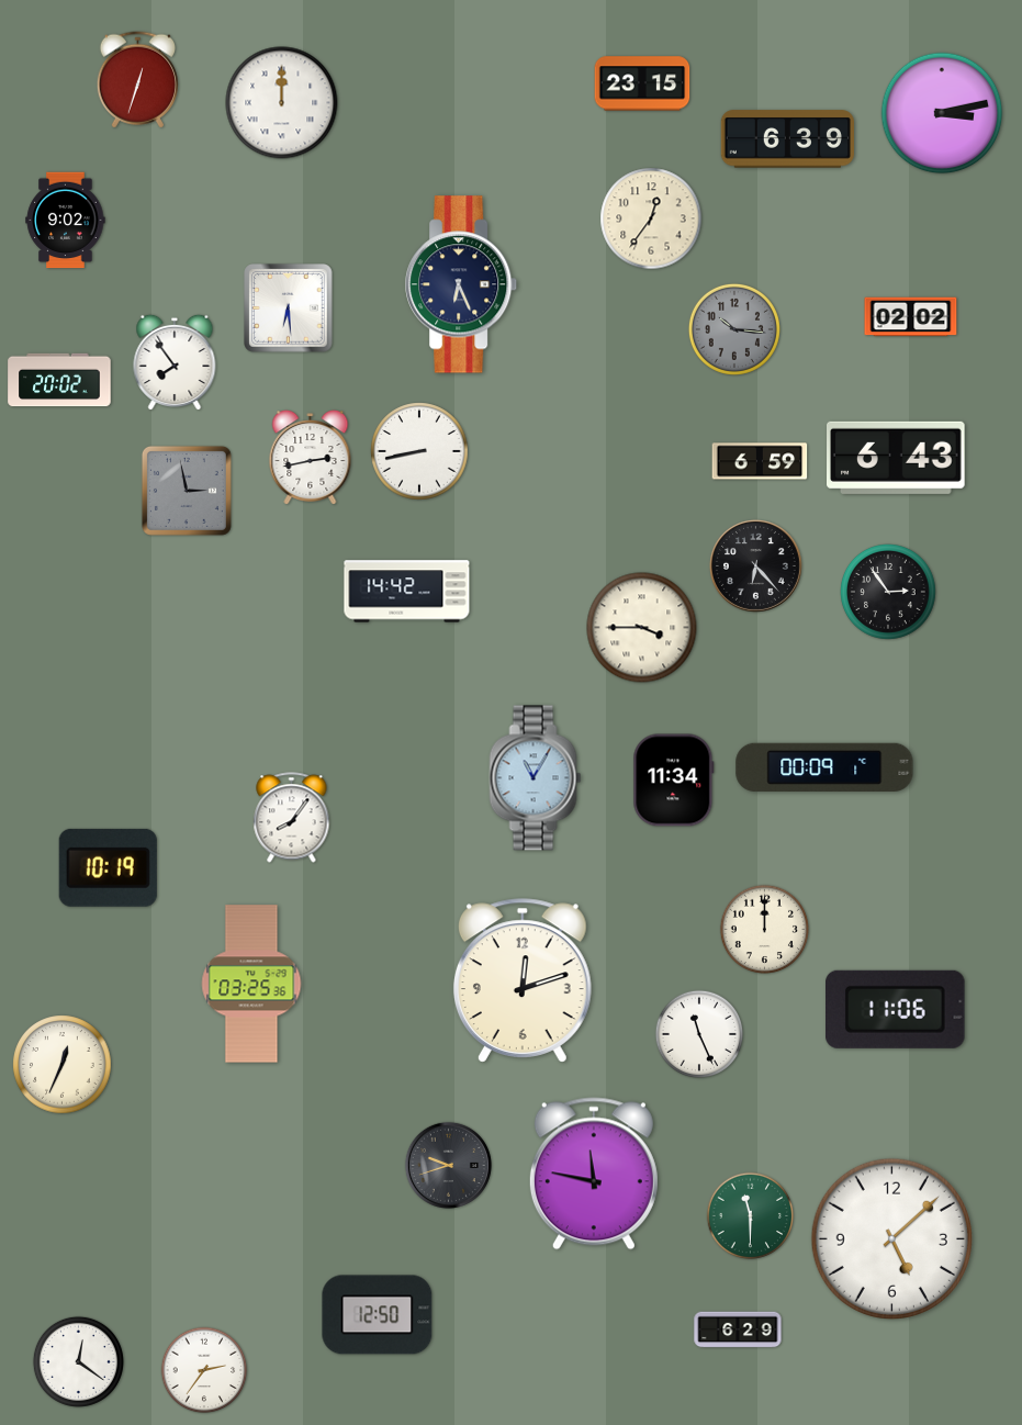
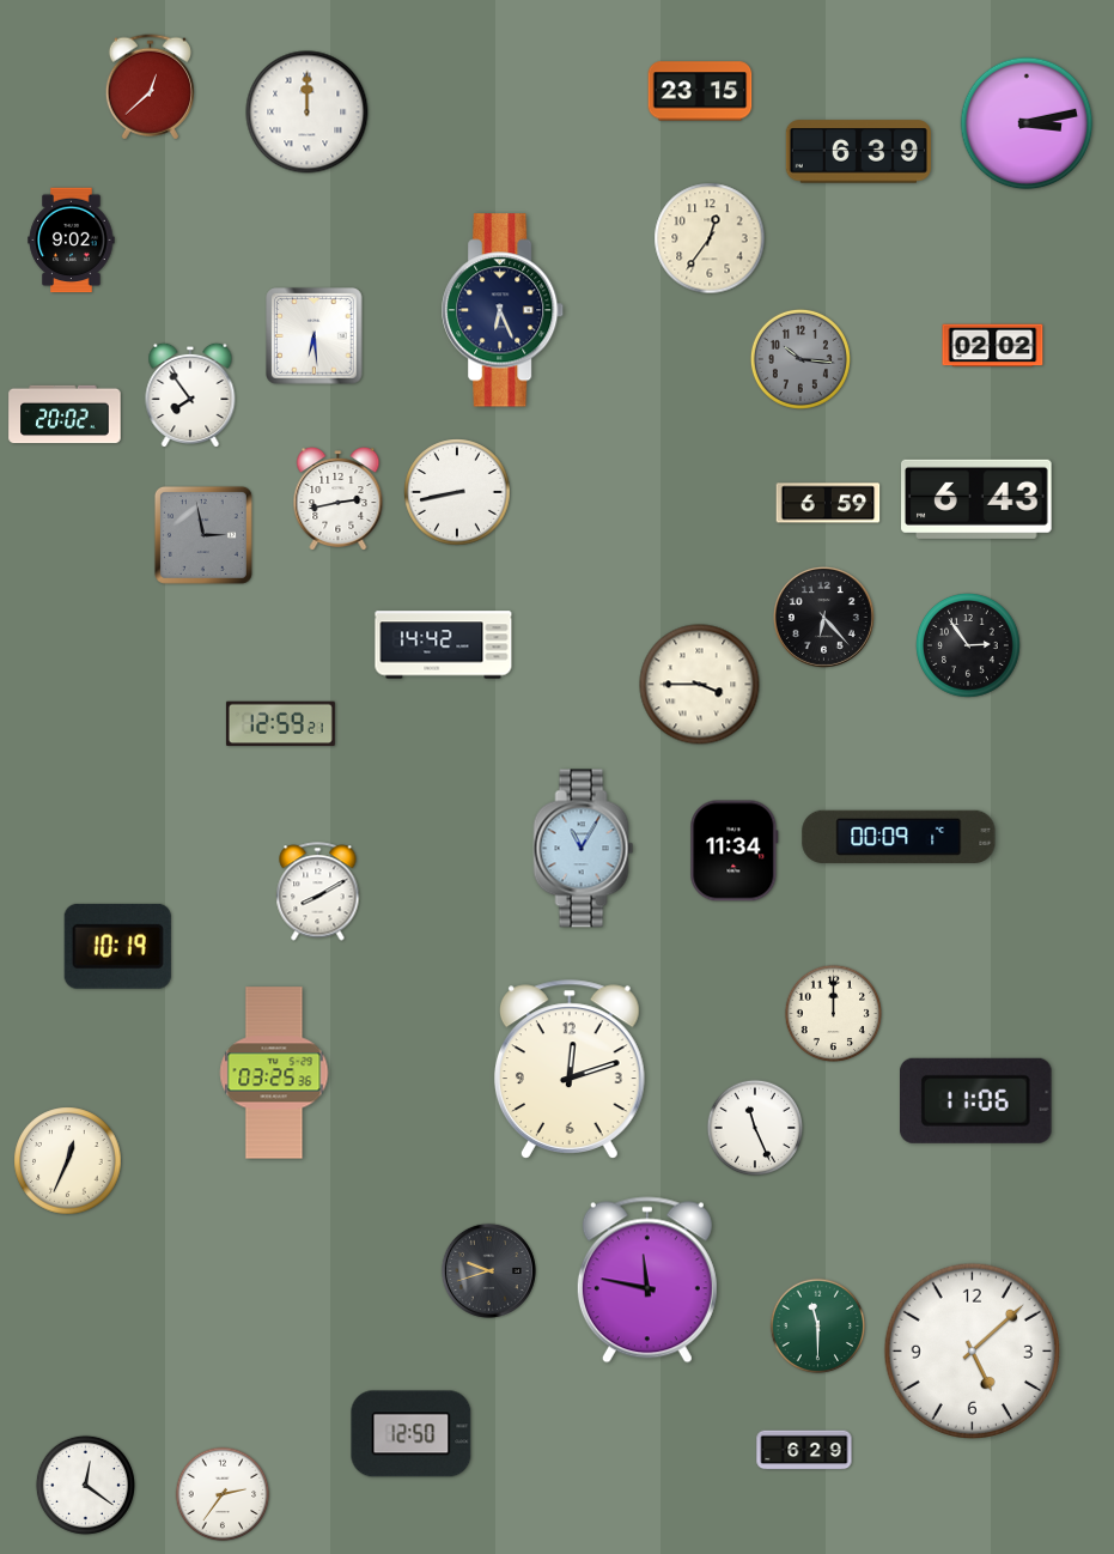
clock at (137, 80): 12:33 -> 12:38
clock at (280, 724): none -> 12:59
clock at (292, 818): 8:06 -> 8:10
clock at (699, 1034) position: (699, 1034) -> (755, 1128)
